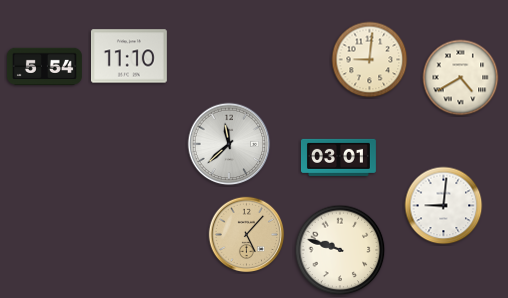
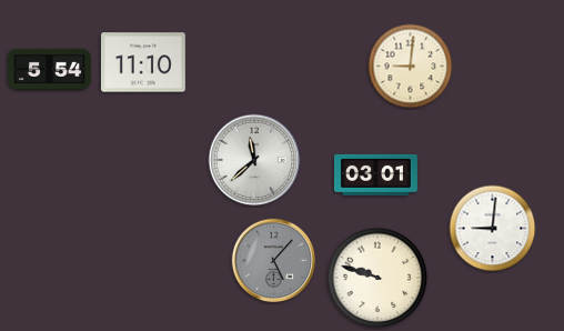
clock at (44, 67) position: (44, 67) -> (49, 70)
clock at (461, 78): 4:40 -> none
clock at (247, 235) dial: champagne -> grey
